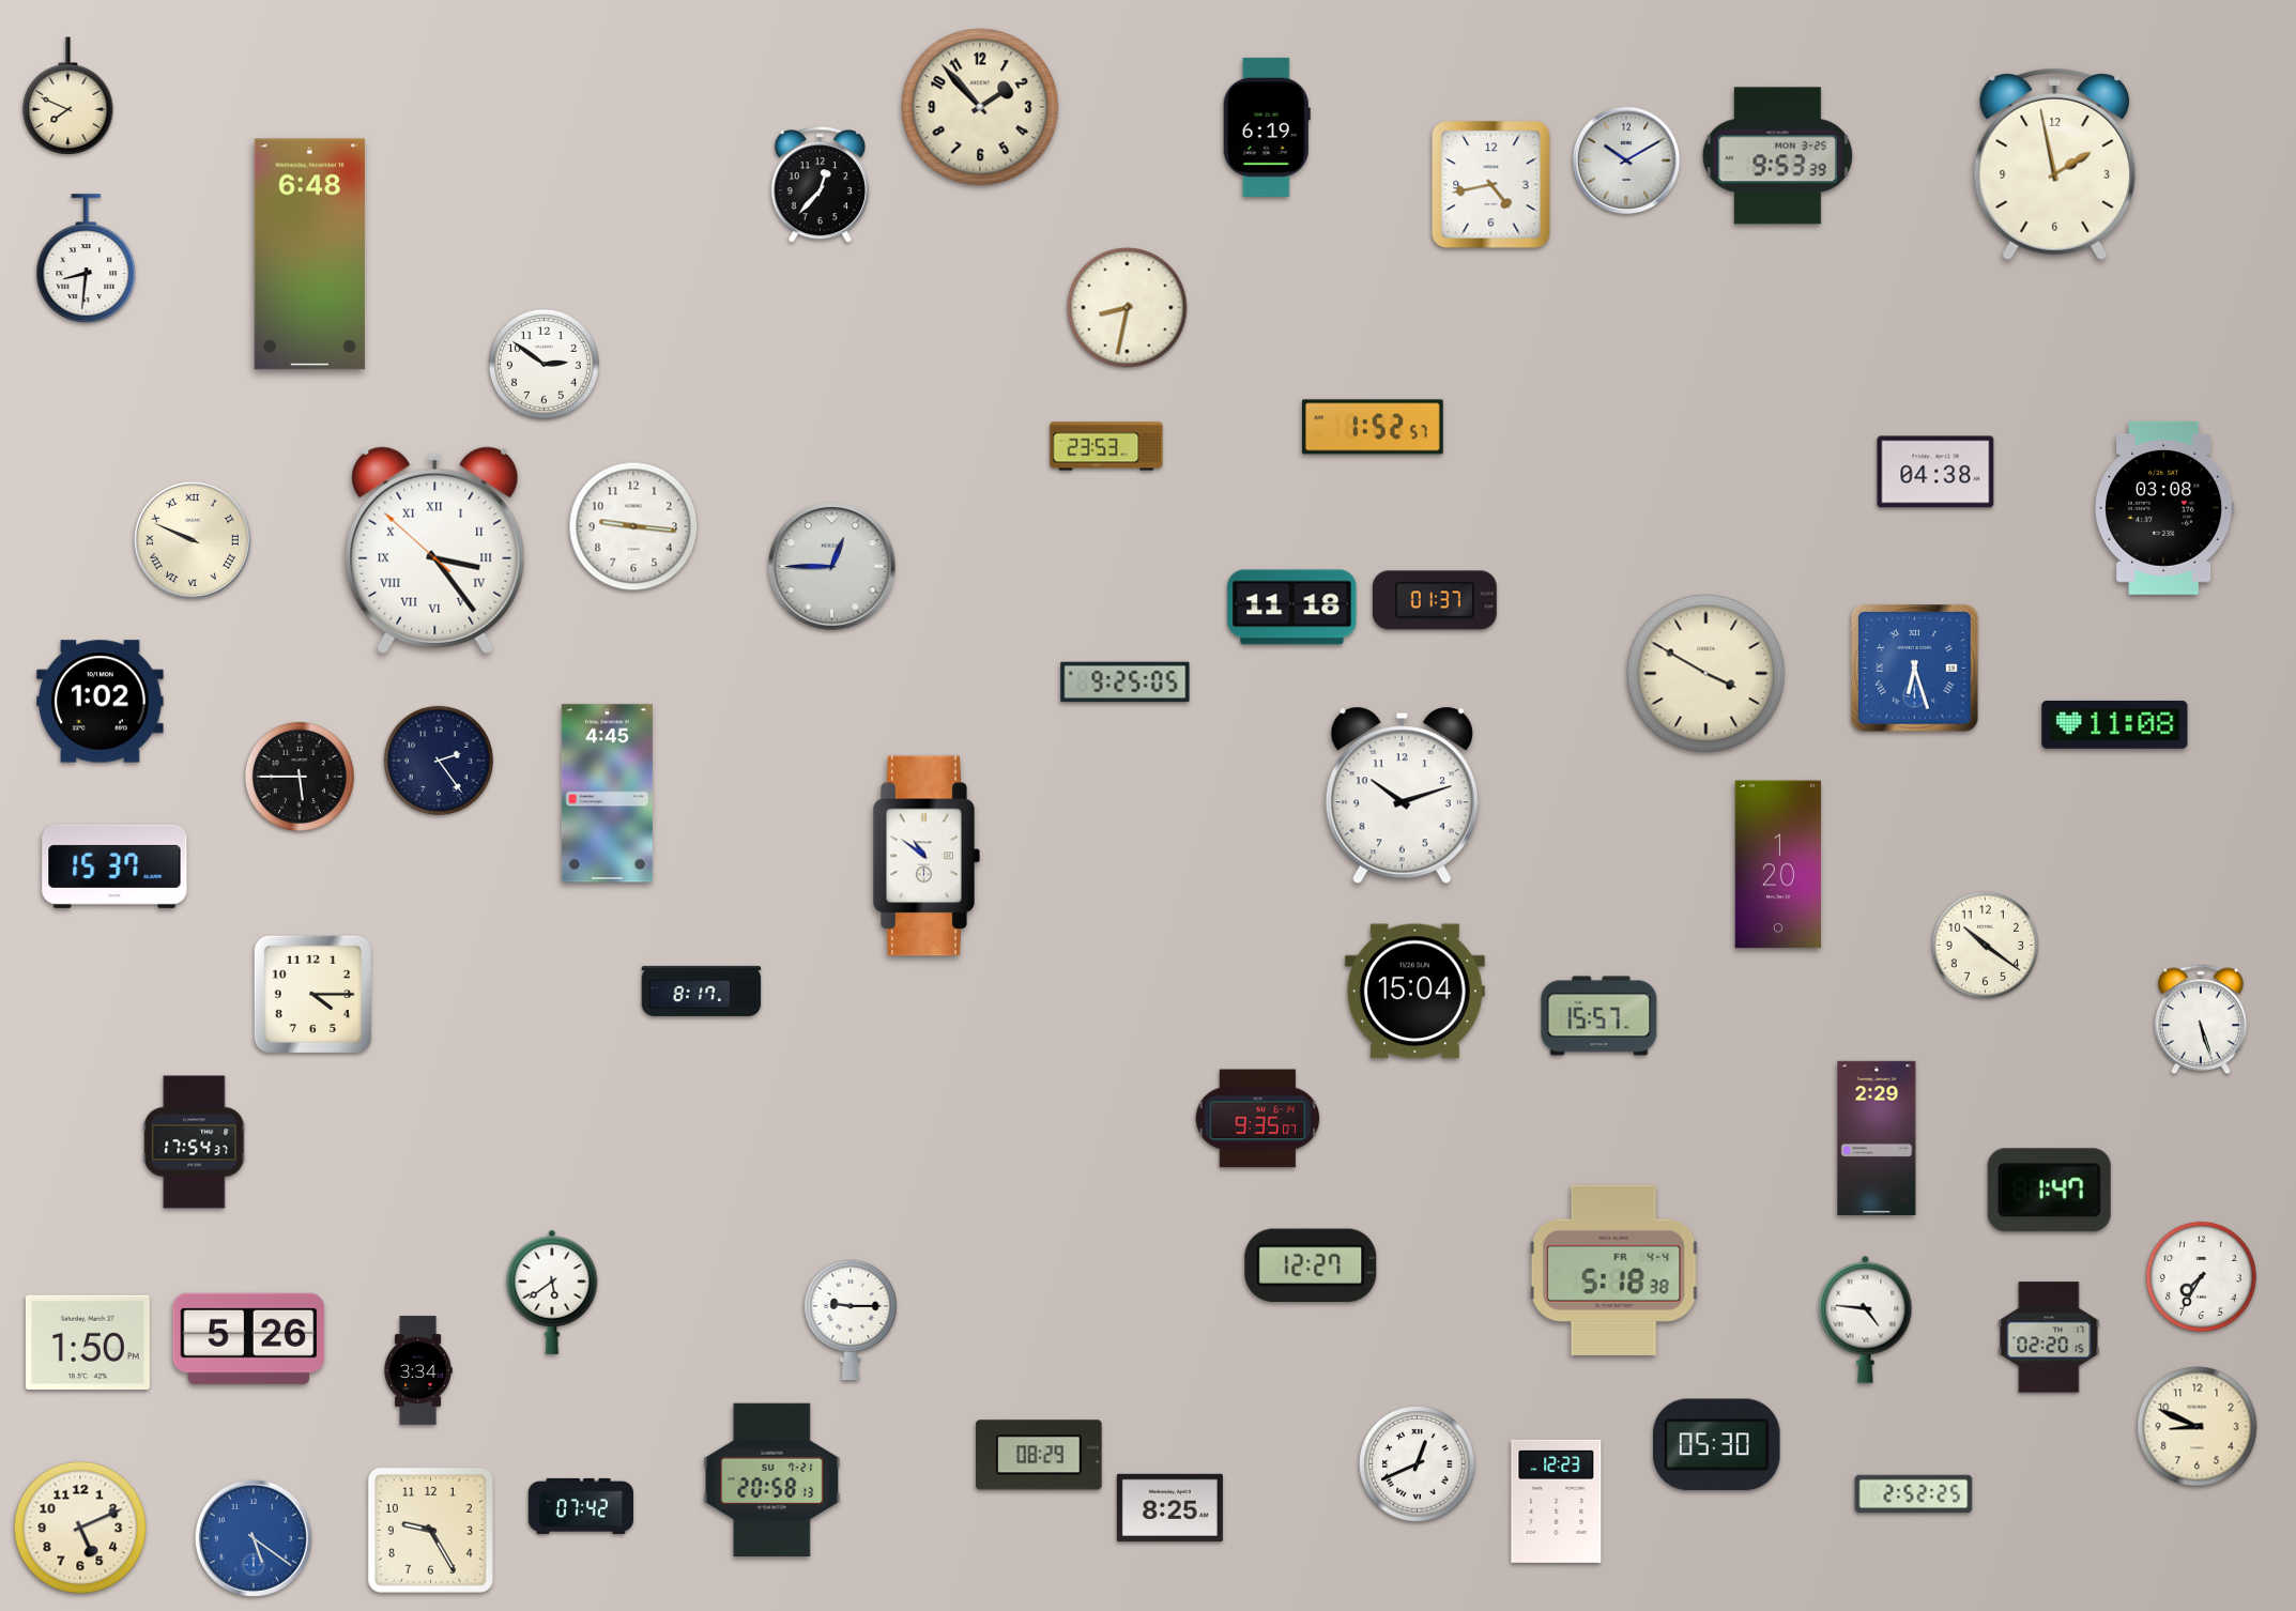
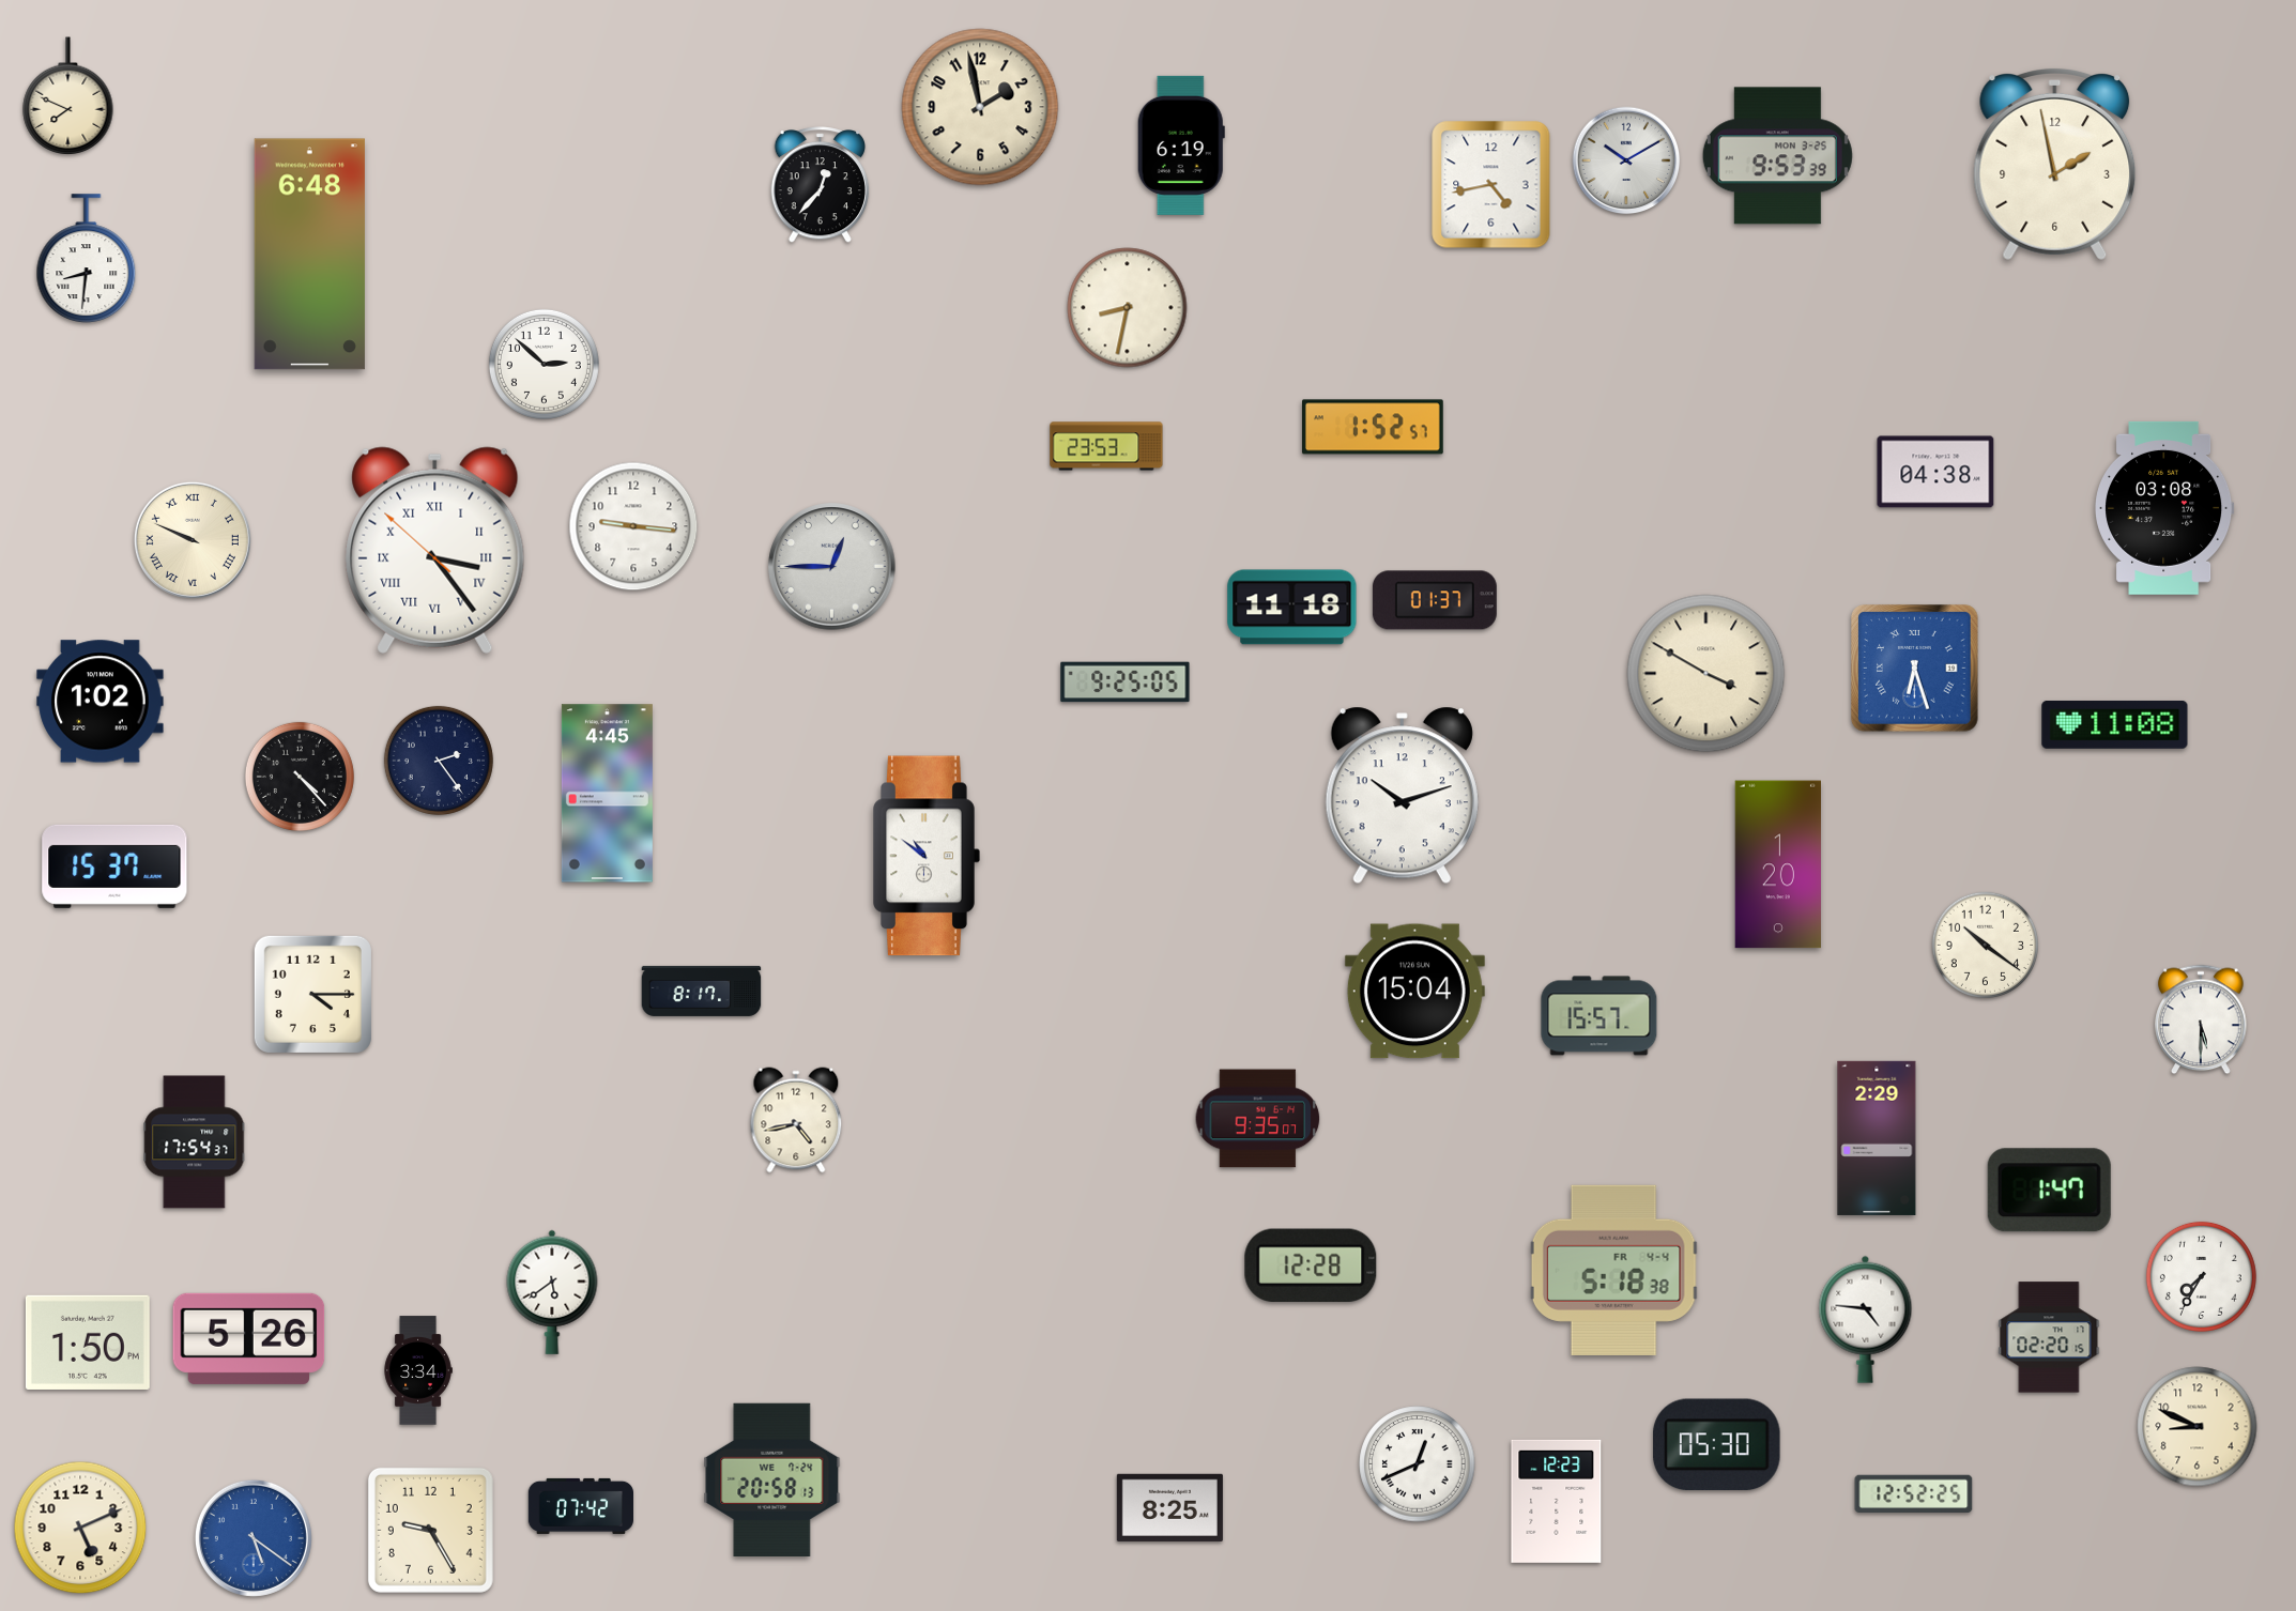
clock at (980, 107): 1:53 -> 1:58
clock at (1267, 127) position: (1267, 127) -> (1181, 145)
clock at (544, 364): 2:51 -> 2:52
clock at (300, 777): 5:45 -> 4:23
clock at (2201, 1019): 5:27 -> 5:30
clock at (796, 1120): none -> 4:43
clock at (1311, 1264): 12:27 -> 12:28
clock at (851, 1320): 9:15 -> none
clock at (1039, 1455): 08:29 -> none
clock at (772, 1479) date: SU 7-21 -> WE 7-24
clock at (1914, 1494): 2:52 -> 12:52
